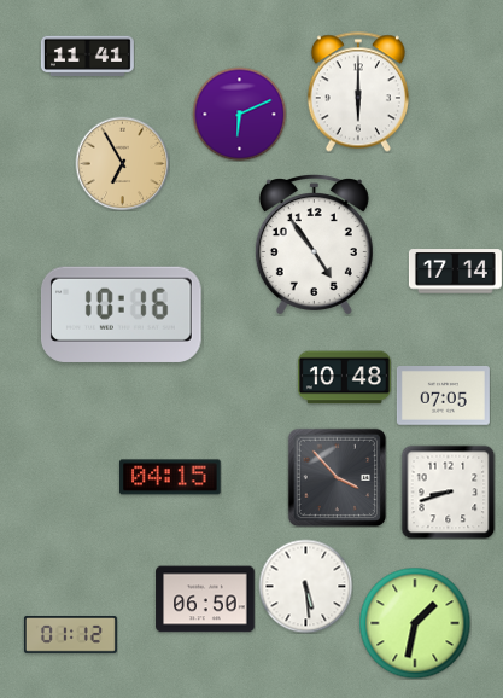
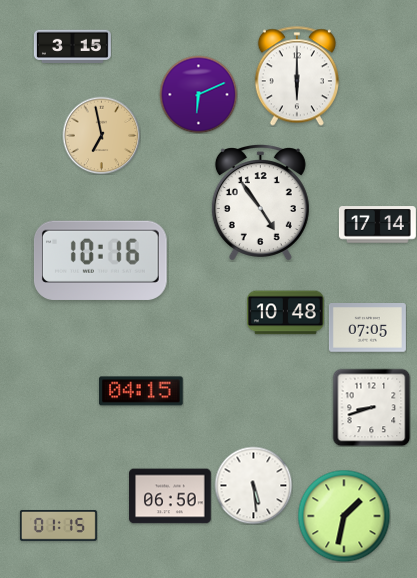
clock at (87, 57): 11:41 -> 3:15
clock at (122, 163): 6:55 -> 6:58
clock at (170, 477) position: (170, 477) -> (141, 391)
clock at (337, 477): 3:53 -> none
clock at (70, 635): 01:12 -> 01:15
